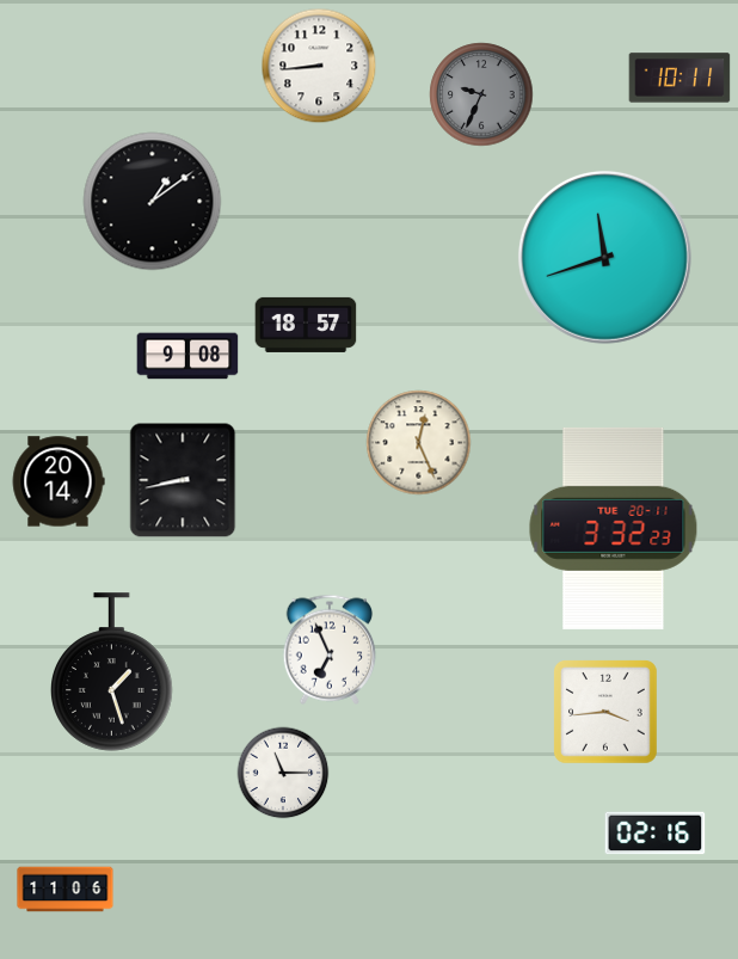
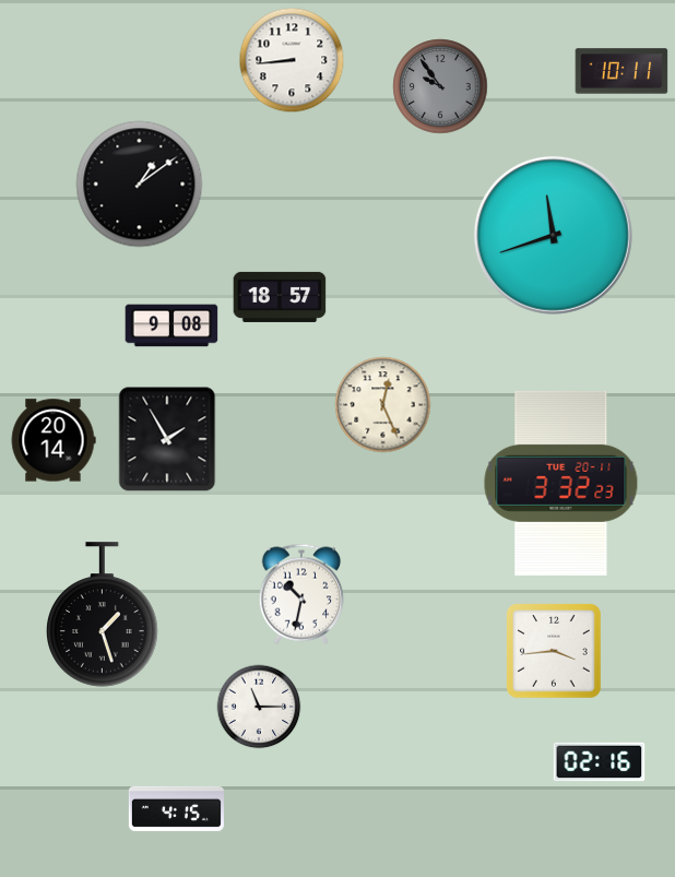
clock at (481, 94): 9:34 -> 9:54
clock at (183, 480): 8:43 -> 1:55
clock at (330, 650): 6:56 -> 10:32
clock at (176, 808): none -> 4:15
clock at (66, 890): 11:06 -> none
